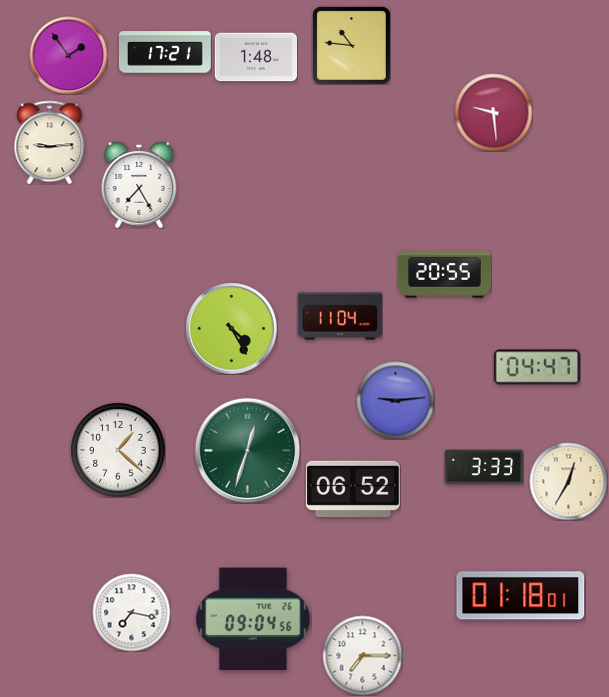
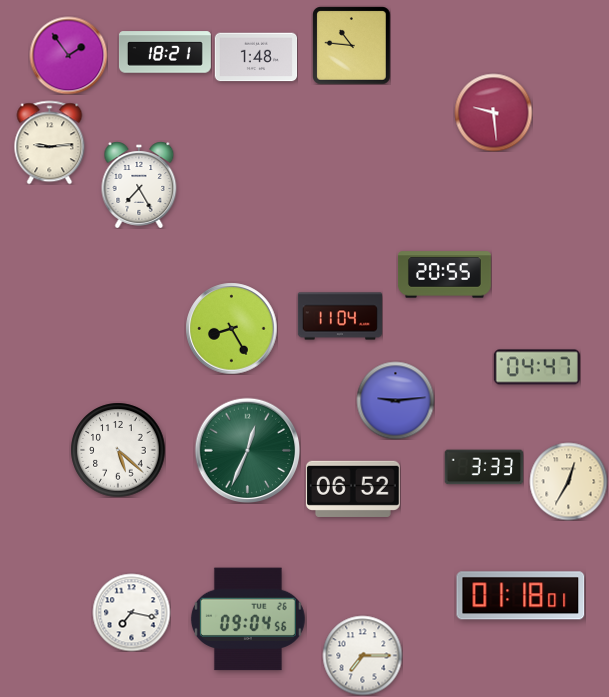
clock at (165, 52): 17:21 -> 18:21
clock at (231, 328): 4:25 -> 8:25
clock at (118, 450): 1:22 -> 5:22
clock at (247, 450): 12:33 -> 12:34
clock at (253, 619) position: (253, 619) -> (248, 619)
